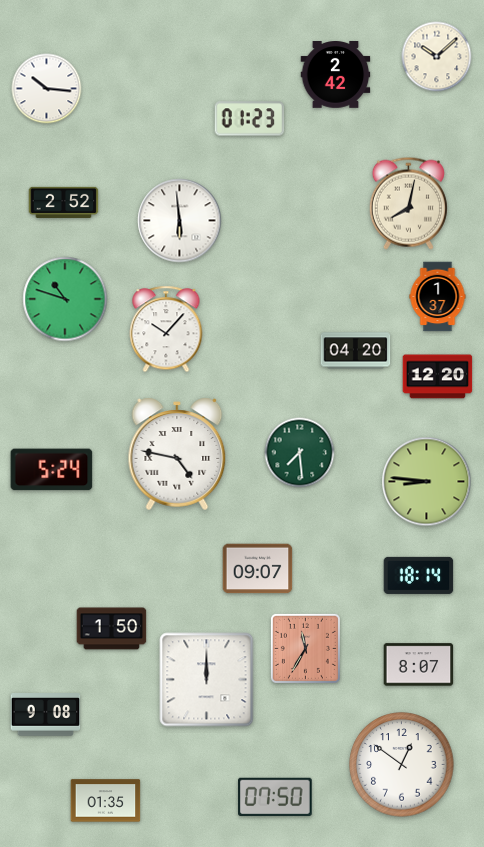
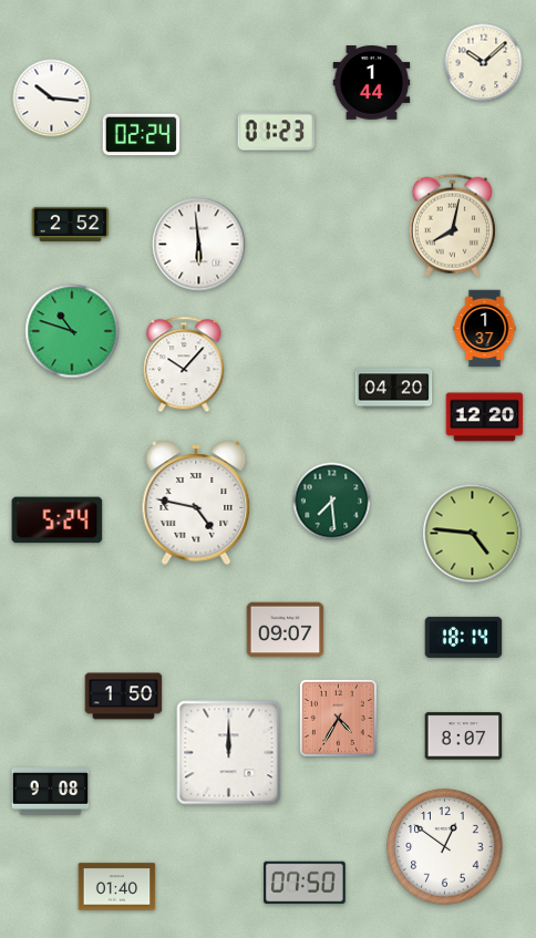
clock at (336, 75): 2:42 -> 1:44
clock at (142, 135): none -> 02:24
clock at (427, 482): 8:46 -> 4:46
clock at (305, 648): 11:35 -> 4:35
clock at (106, 801): 01:35 -> 01:40
